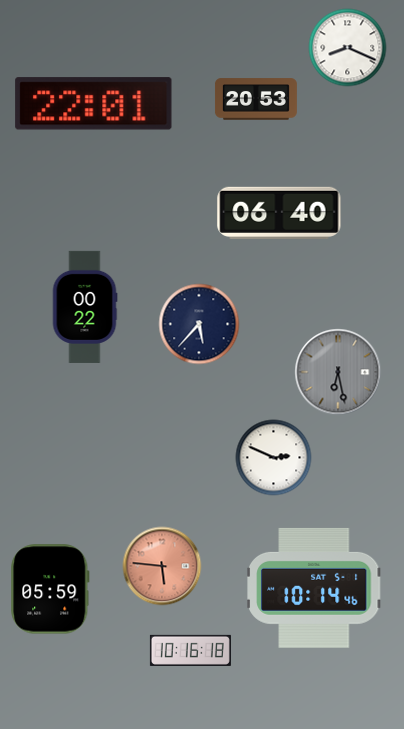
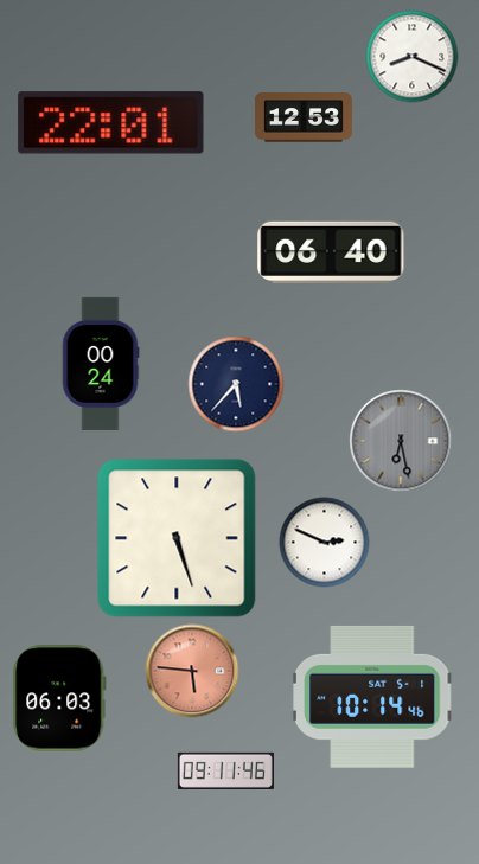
clock at (256, 99): 20:53 -> 12:53
clock at (85, 307): 00:22 -> 00:24
clock at (177, 538): none -> 5:27
clock at (50, 589): 05:59 -> 06:03
clock at (190, 650): 10:16 -> 09:11
